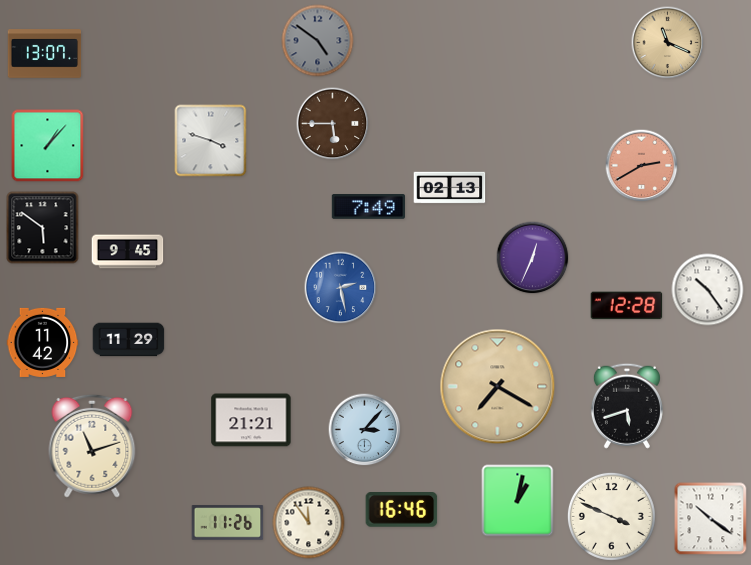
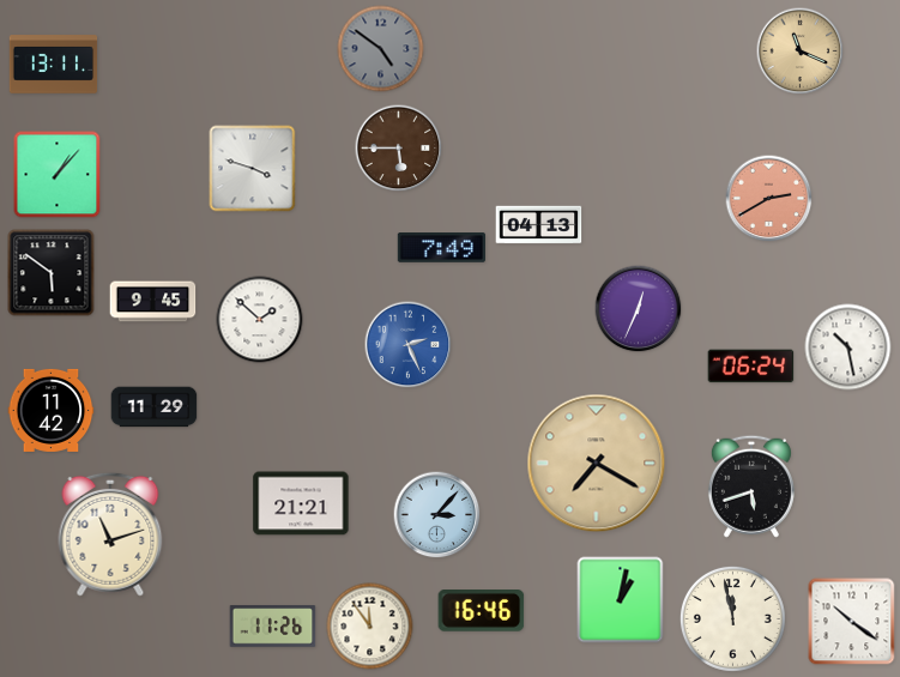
clock at (45, 54): 13:07 -> 13:11
clock at (450, 188): 02:13 -> 04:13
clock at (260, 320): none -> 1:52
clock at (341, 288): 2:28 -> 2:26
clock at (708, 290): 10:24 -> 10:28
clock at (627, 306): 12:28 -> 06:24
clock at (611, 516): 3:49 -> 11:58
